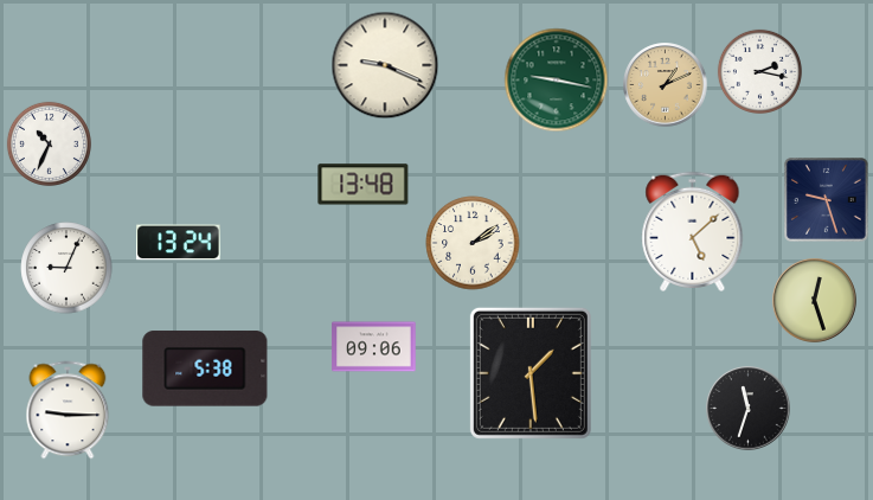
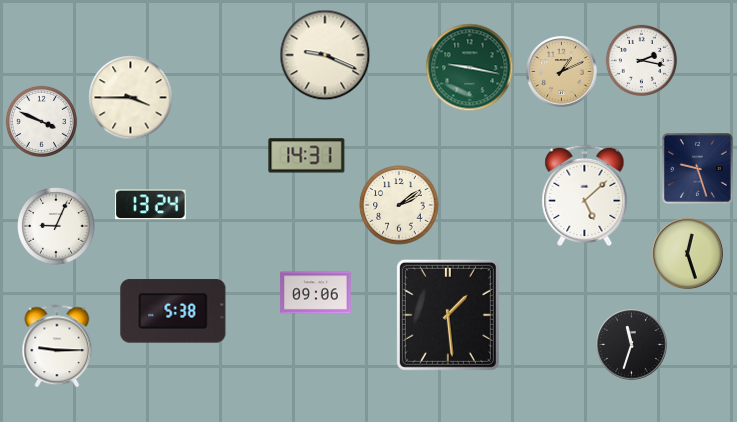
clock at (131, 98): none -> 3:45
clock at (49, 143): 10:34 -> 3:49
clock at (364, 185): 13:48 -> 14:31
